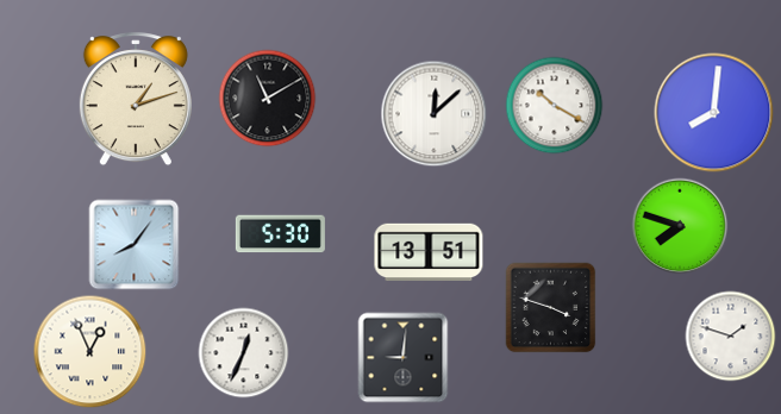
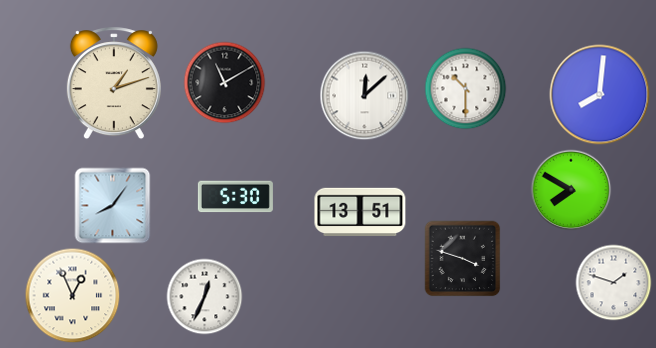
clock at (555, 106): 10:20 -> 10:30
clock at (680, 226): 7:48 -> 7:50
clock at (90, 352) position: (90, 352) -> (73, 296)
clock at (404, 358): 9:01 -> none
